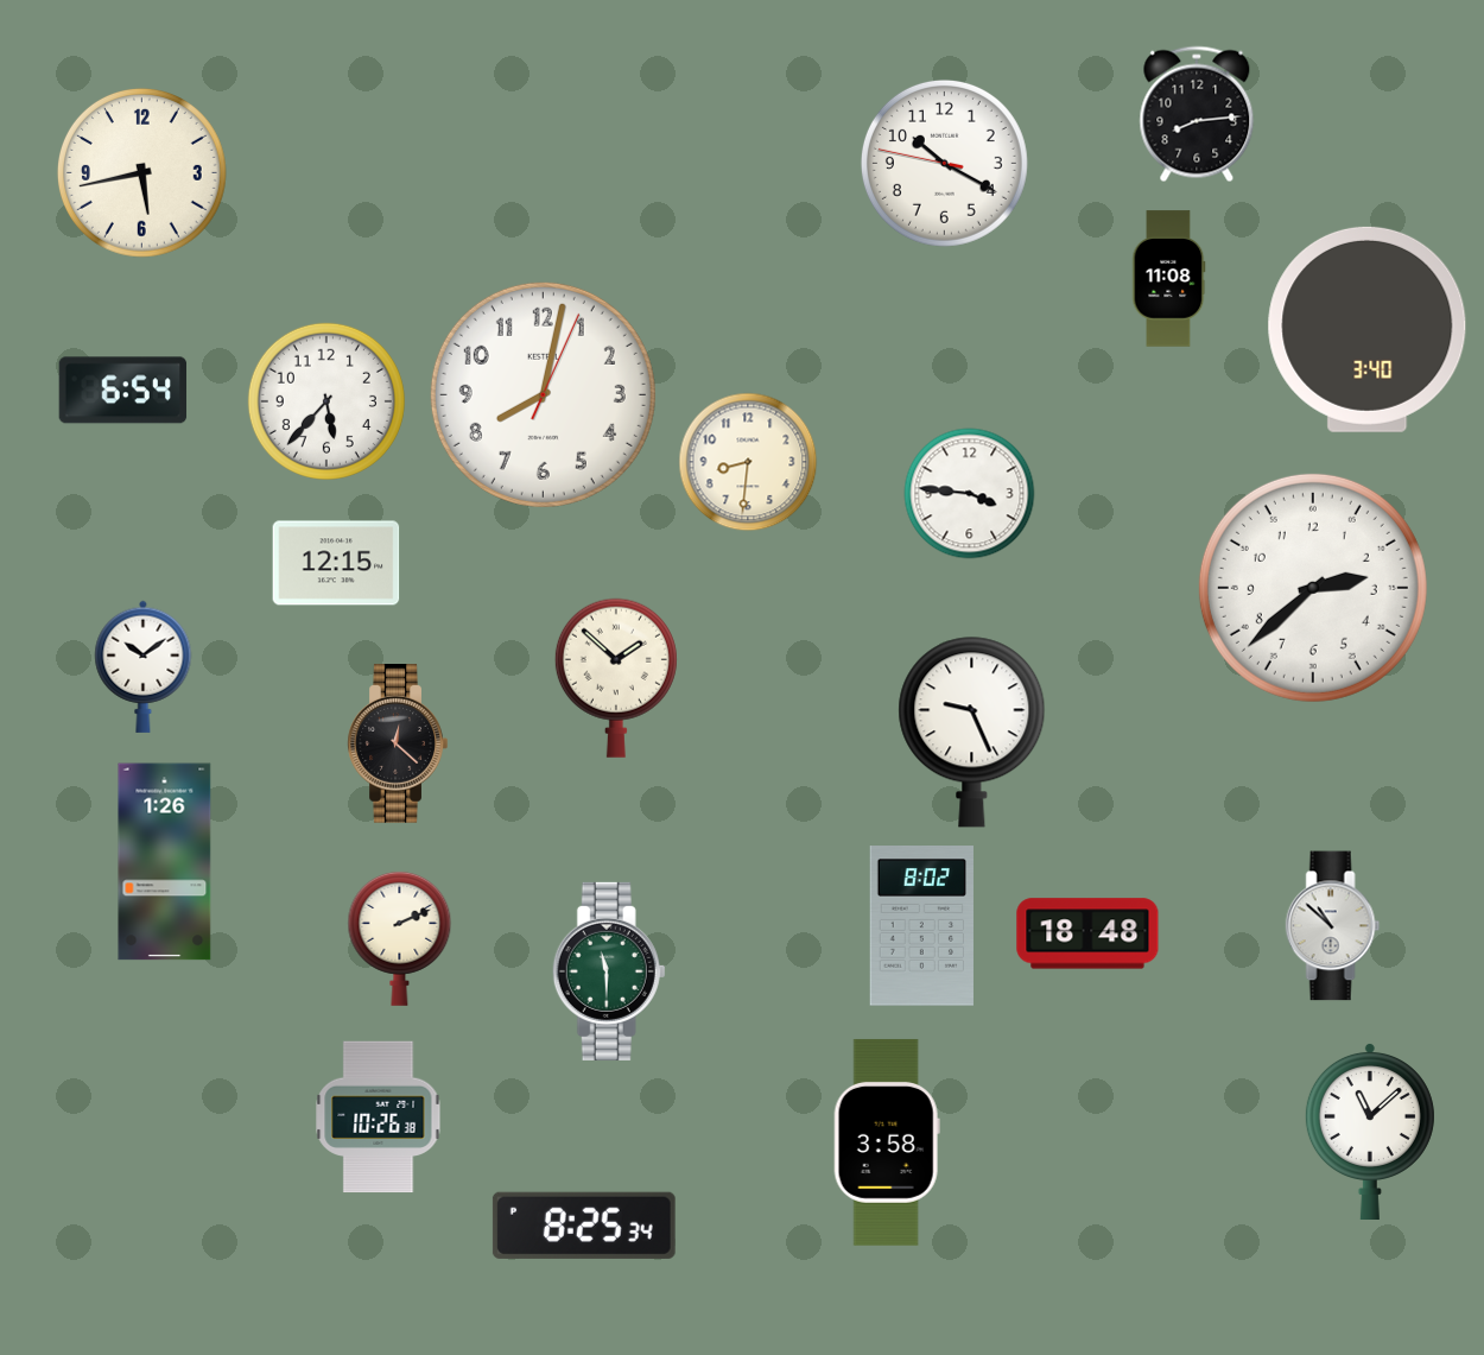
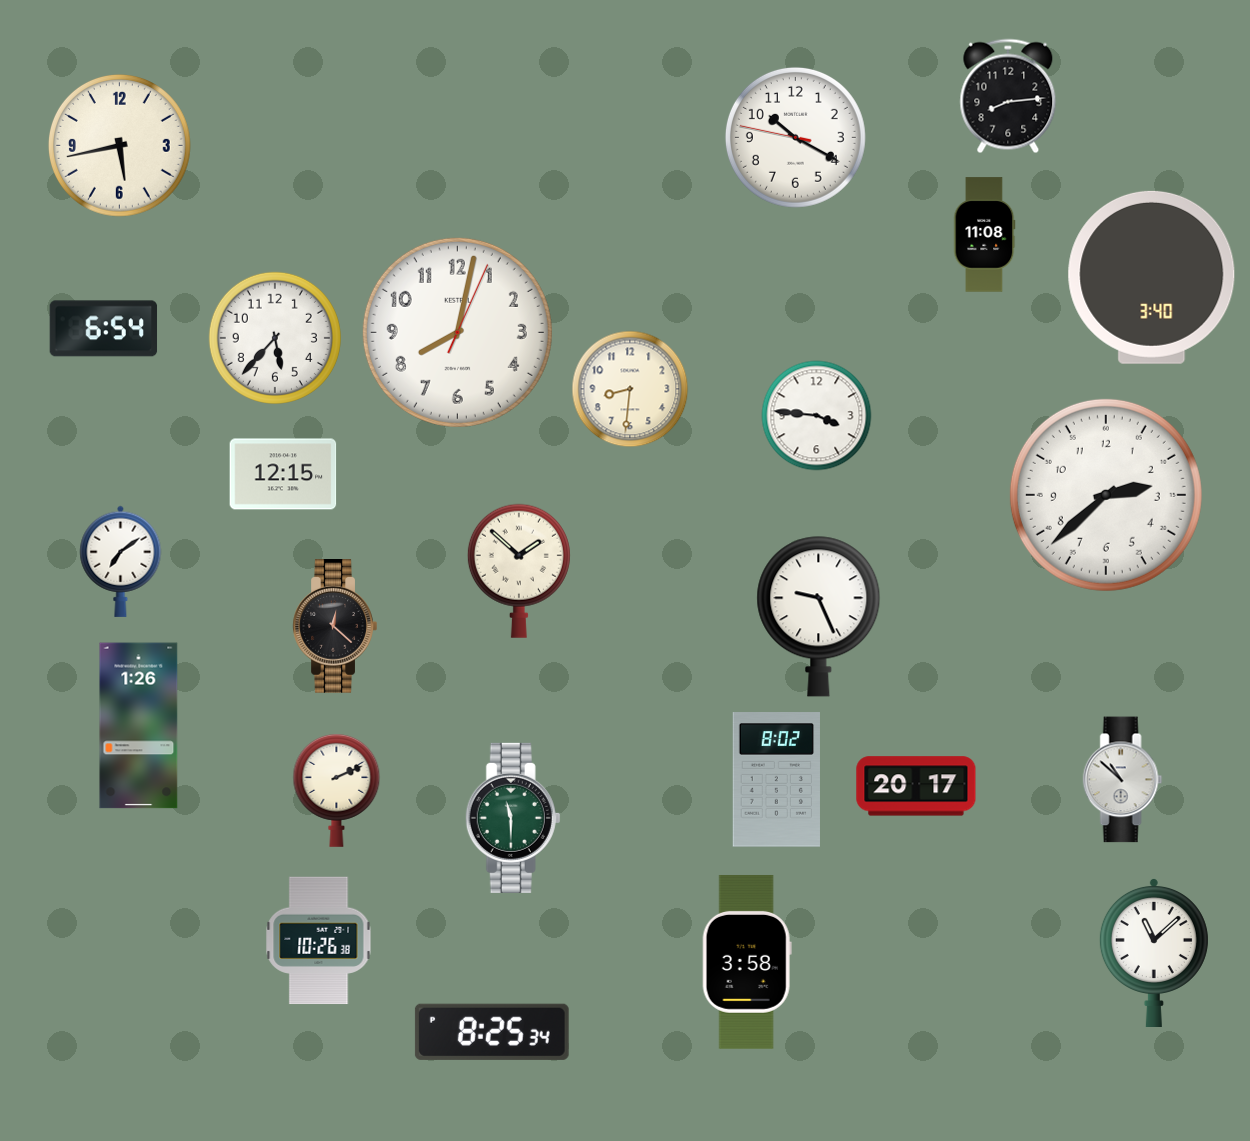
clock at (144, 666): 10:09 -> 7:09
clock at (1087, 933): 18:48 -> 20:17
